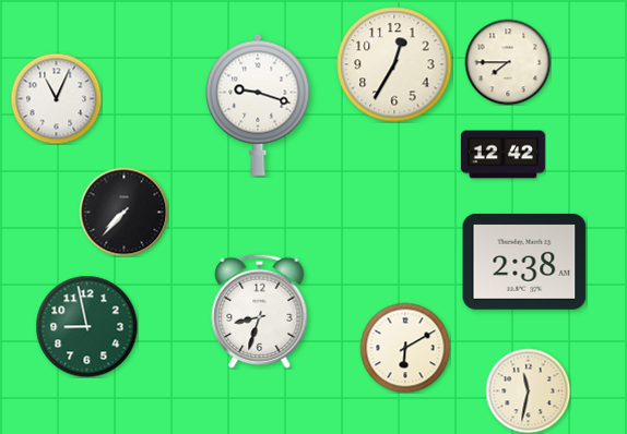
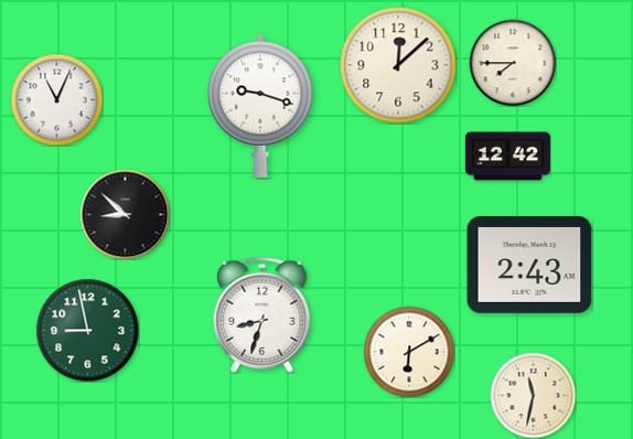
clock at (394, 64): 12:35 -> 12:08
clock at (123, 212): 7:37 -> 8:52
clock at (524, 262): 2:38 -> 2:43
